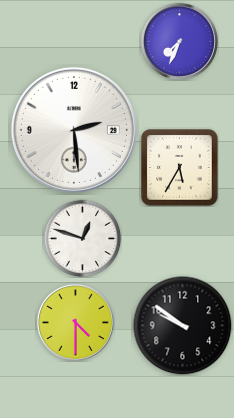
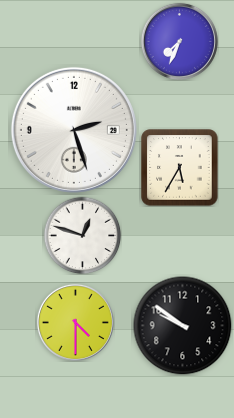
clock at (74, 130): 2:29 -> 2:27
clock at (82, 238) position: (82, 238) -> (82, 235)
